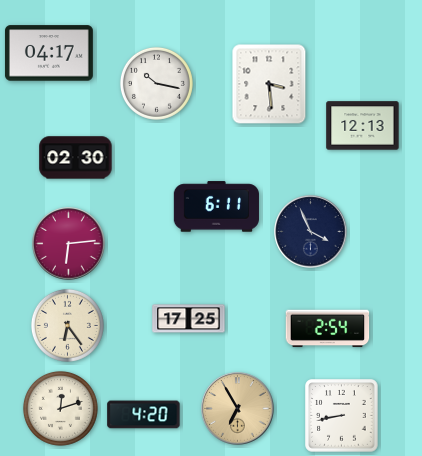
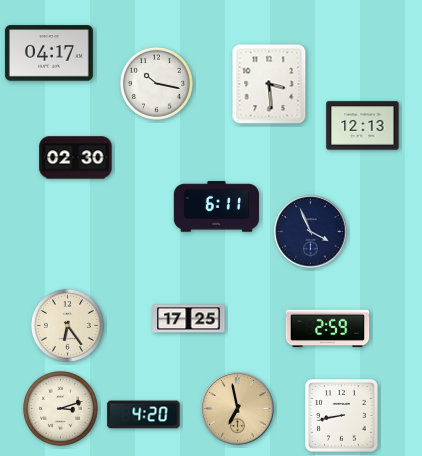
clock at (69, 244): 6:14 -> none
clock at (328, 329): 2:54 -> 2:59
clock at (60, 408): 12:12 -> 3:12
clock at (238, 409): 6:55 -> 6:58
